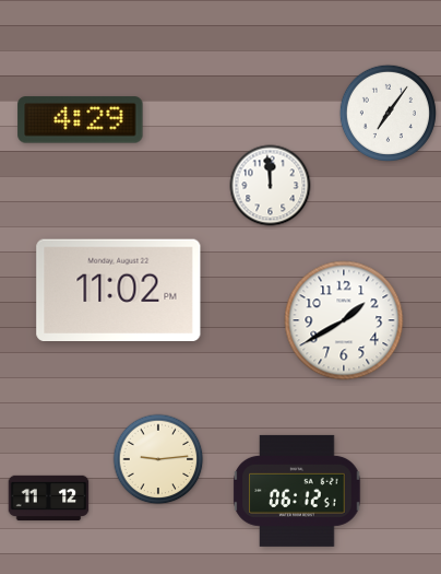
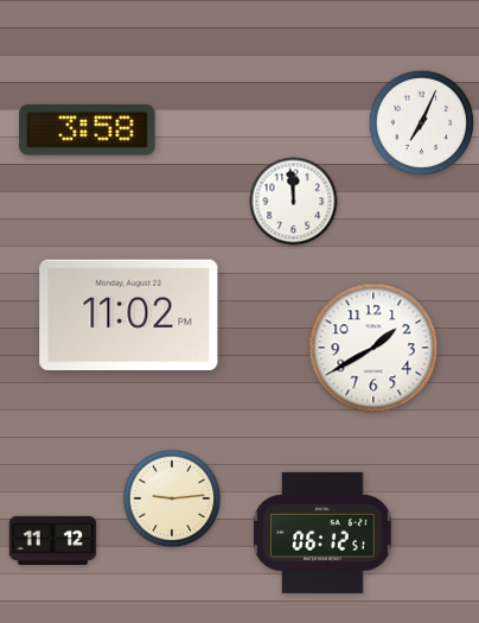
clock at (388, 113): 7:06 -> 7:04
clock at (81, 120): 4:29 -> 3:58
